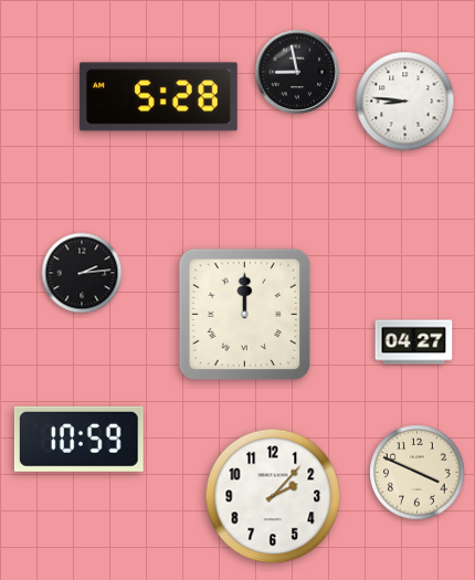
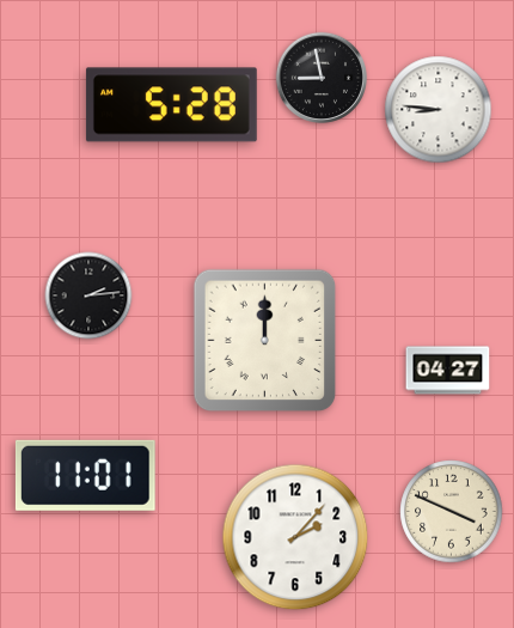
clock at (78, 439): 10:59 -> 11:01
